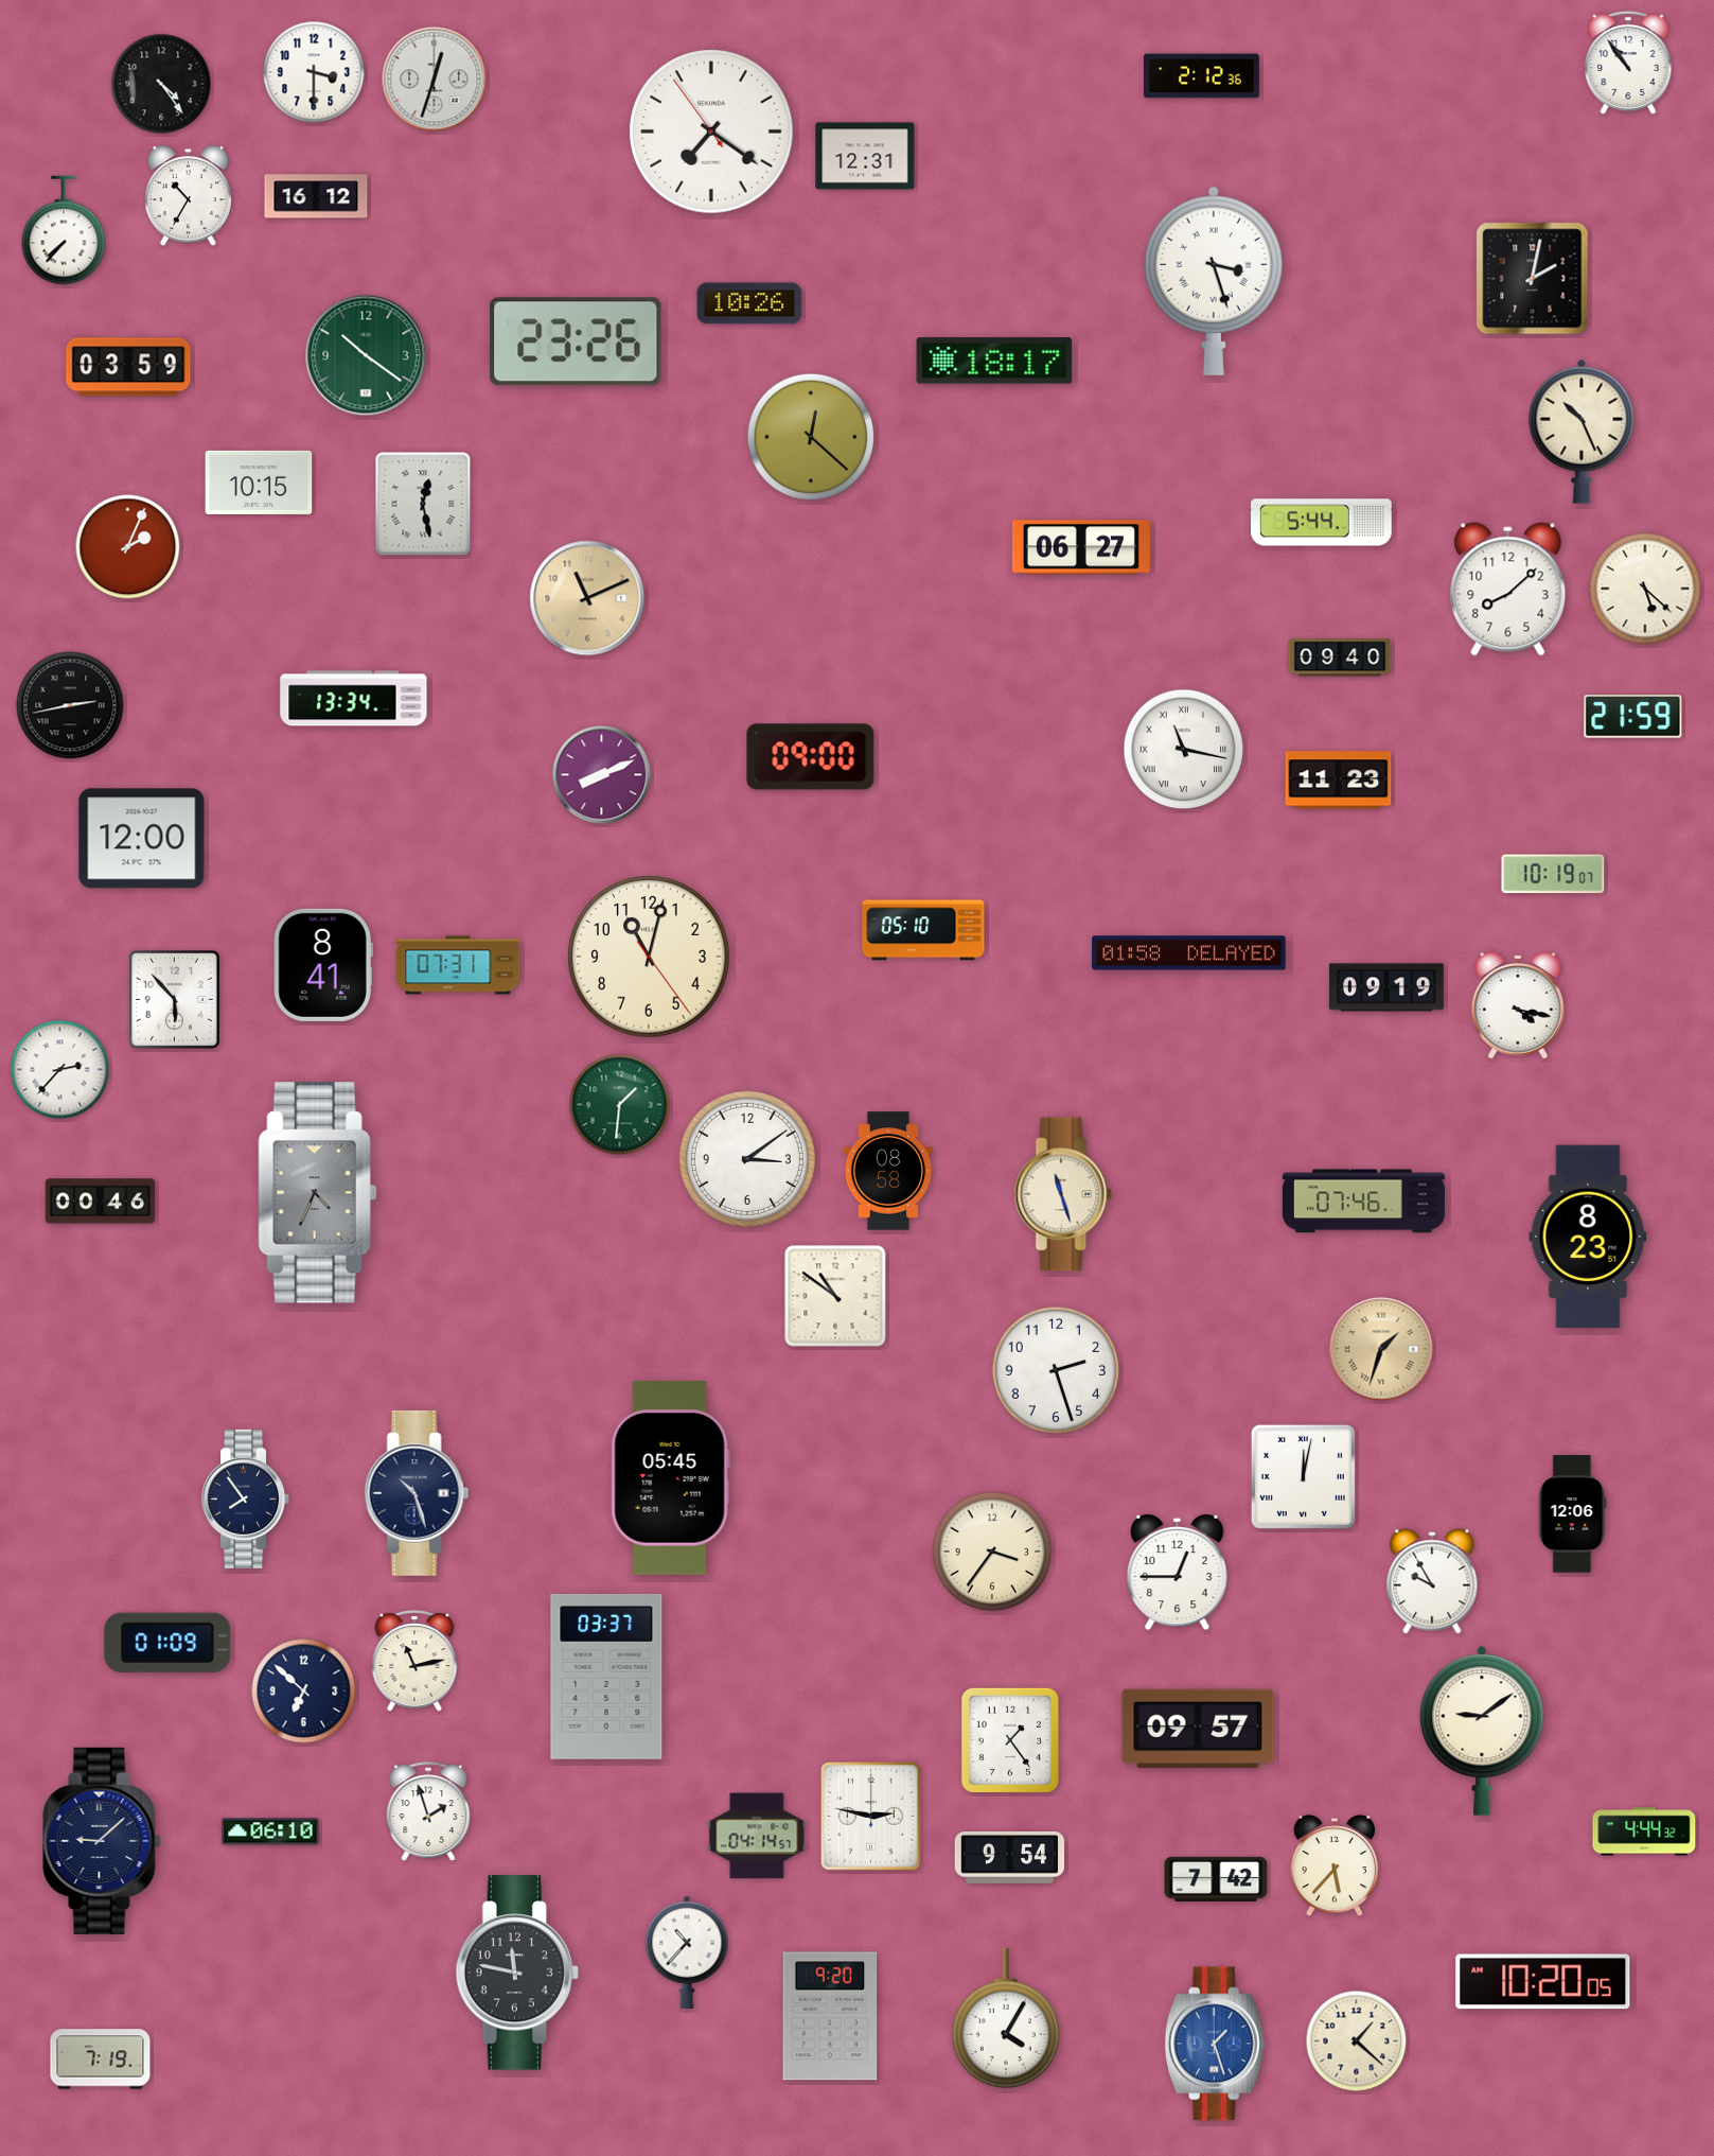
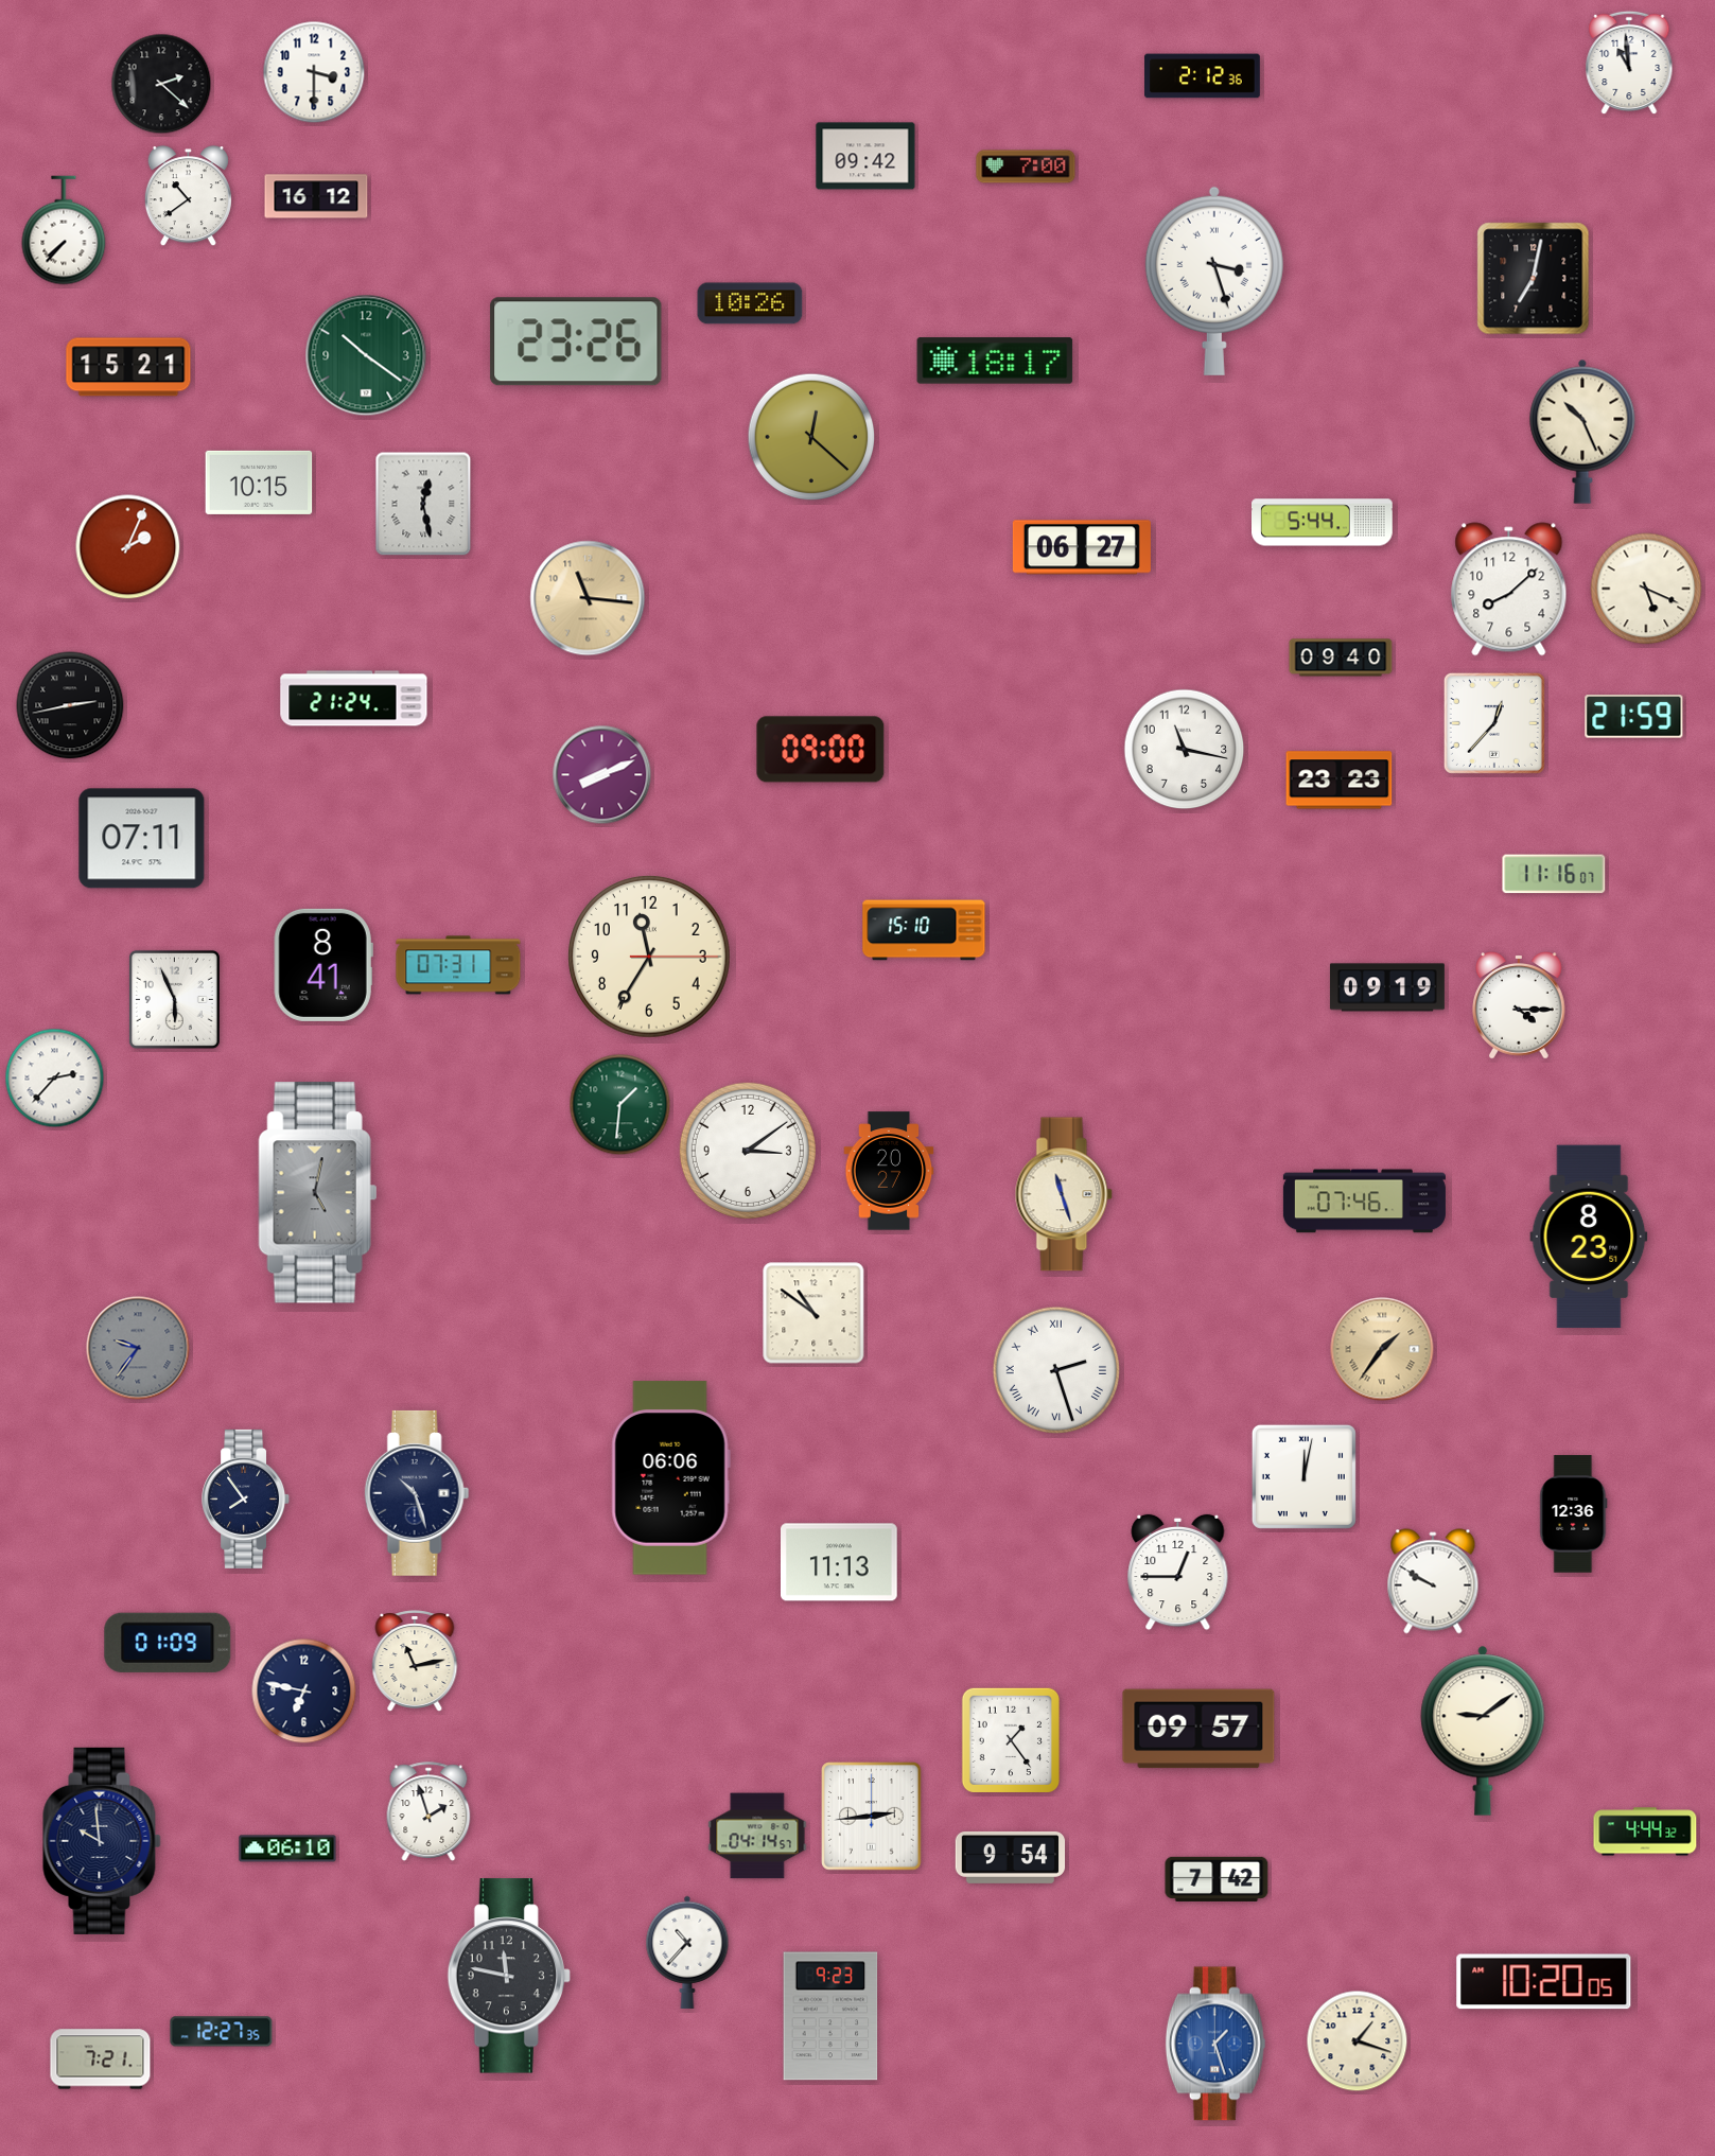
clock at (1628, 63): 10:54 -> 10:59
clock at (435, 80): 12:33 -> none
clock at (161, 84): 4:24 -> 2:22
clock at (711, 132): 7:20 -> none
clock at (865, 156): 12:31 -> 09:42
clock at (1026, 166): none -> 7:00
clock at (188, 196): 10:35 -> 10:39
clock at (1533, 279): 2:02 -> 7:02
clock at (128, 367): 03:59 -> 15:21
clock at (1645, 589): 5:22 -> 5:19
clock at (587, 598): 11:11 -> 11:16
clock at (354, 699): 13:34 -> 21:24
clock at (1494, 723): none -> 12:37
clock at (1184, 750) numerals: Roman -> Arabic
clock at (811, 757) position: (811, 757) -> (821, 750)
clock at (1339, 781): 11:23 -> 23:23
clock at (142, 839): 12:00 -> 07:11
clock at (1553, 874): 10:19 -> 11:16
clock at (923, 930): 05:10 -> 15:10
clock at (1189, 953): 01:58 -> none
clock at (649, 957): 11:02 -> 11:35
clock at (174, 999): 5:53 -> 5:56
clock at (1519, 1005): 4:17 -> 4:15
clock at (60, 1070) position: (60, 1070) -> (55, 1079)
clock at (747, 1159) position: (747, 1159) -> (748, 1151)
clock at (888, 1171): 08:58 -> 20:27
clock at (318, 1193): 4:34 -> 5:02
clock at (101, 1202): 00:46 -> none
clock at (835, 1296) position: (835, 1296) -> (813, 1313)
clock at (138, 1348): none -> 9:36
clock at (1381, 1349): 1:33 -> 1:36
clock at (1056, 1370) numerals: Arabic -> Roman
clock at (670, 1478): 05:45 -> 06:06
clock at (1573, 1514): 12:06 -> 12:36
clock at (992, 1552): 3:36 -> none
clock at (840, 1562): none -> 11:13
clock at (1432, 1581): 9:55 -> 9:50
clock at (606, 1677): 03:37 -> none
clock at (304, 1692): 6:52 -> 6:47
clock at (871, 1817): 2:47 -> 2:44
clock at (270, 1831) position: (270, 1831) -> (287, 1848)
clock at (102, 1841): 9:08 -> 9:59
clock at (1333, 1866): 5:37 -> none
clock at (517, 1973) position: (517, 1973) -> (509, 1976)
clock at (830, 2016): 9:20 -> 9:23
clock at (1006, 2018): 4:05 -> none
clock at (222, 2032): none -> 12:27
clock at (1357, 2041): 1:22 -> 1:18
clock at (101, 2059): 7:19 -> 7:21
